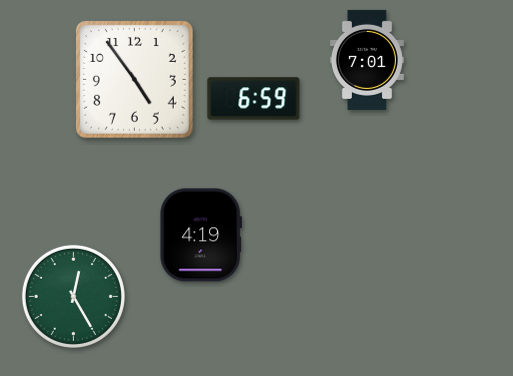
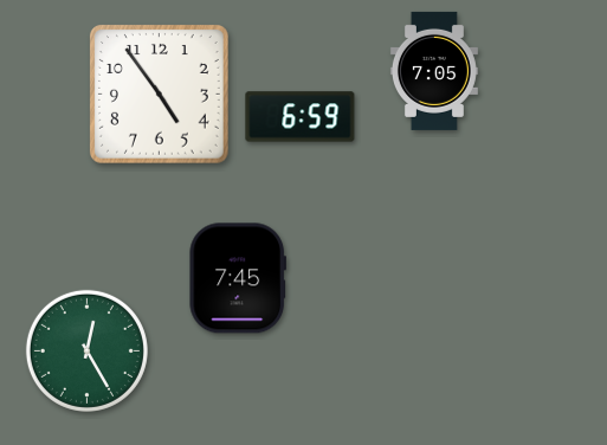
clock at (367, 60): 7:01 -> 7:05
clock at (200, 235): 4:19 -> 7:45
